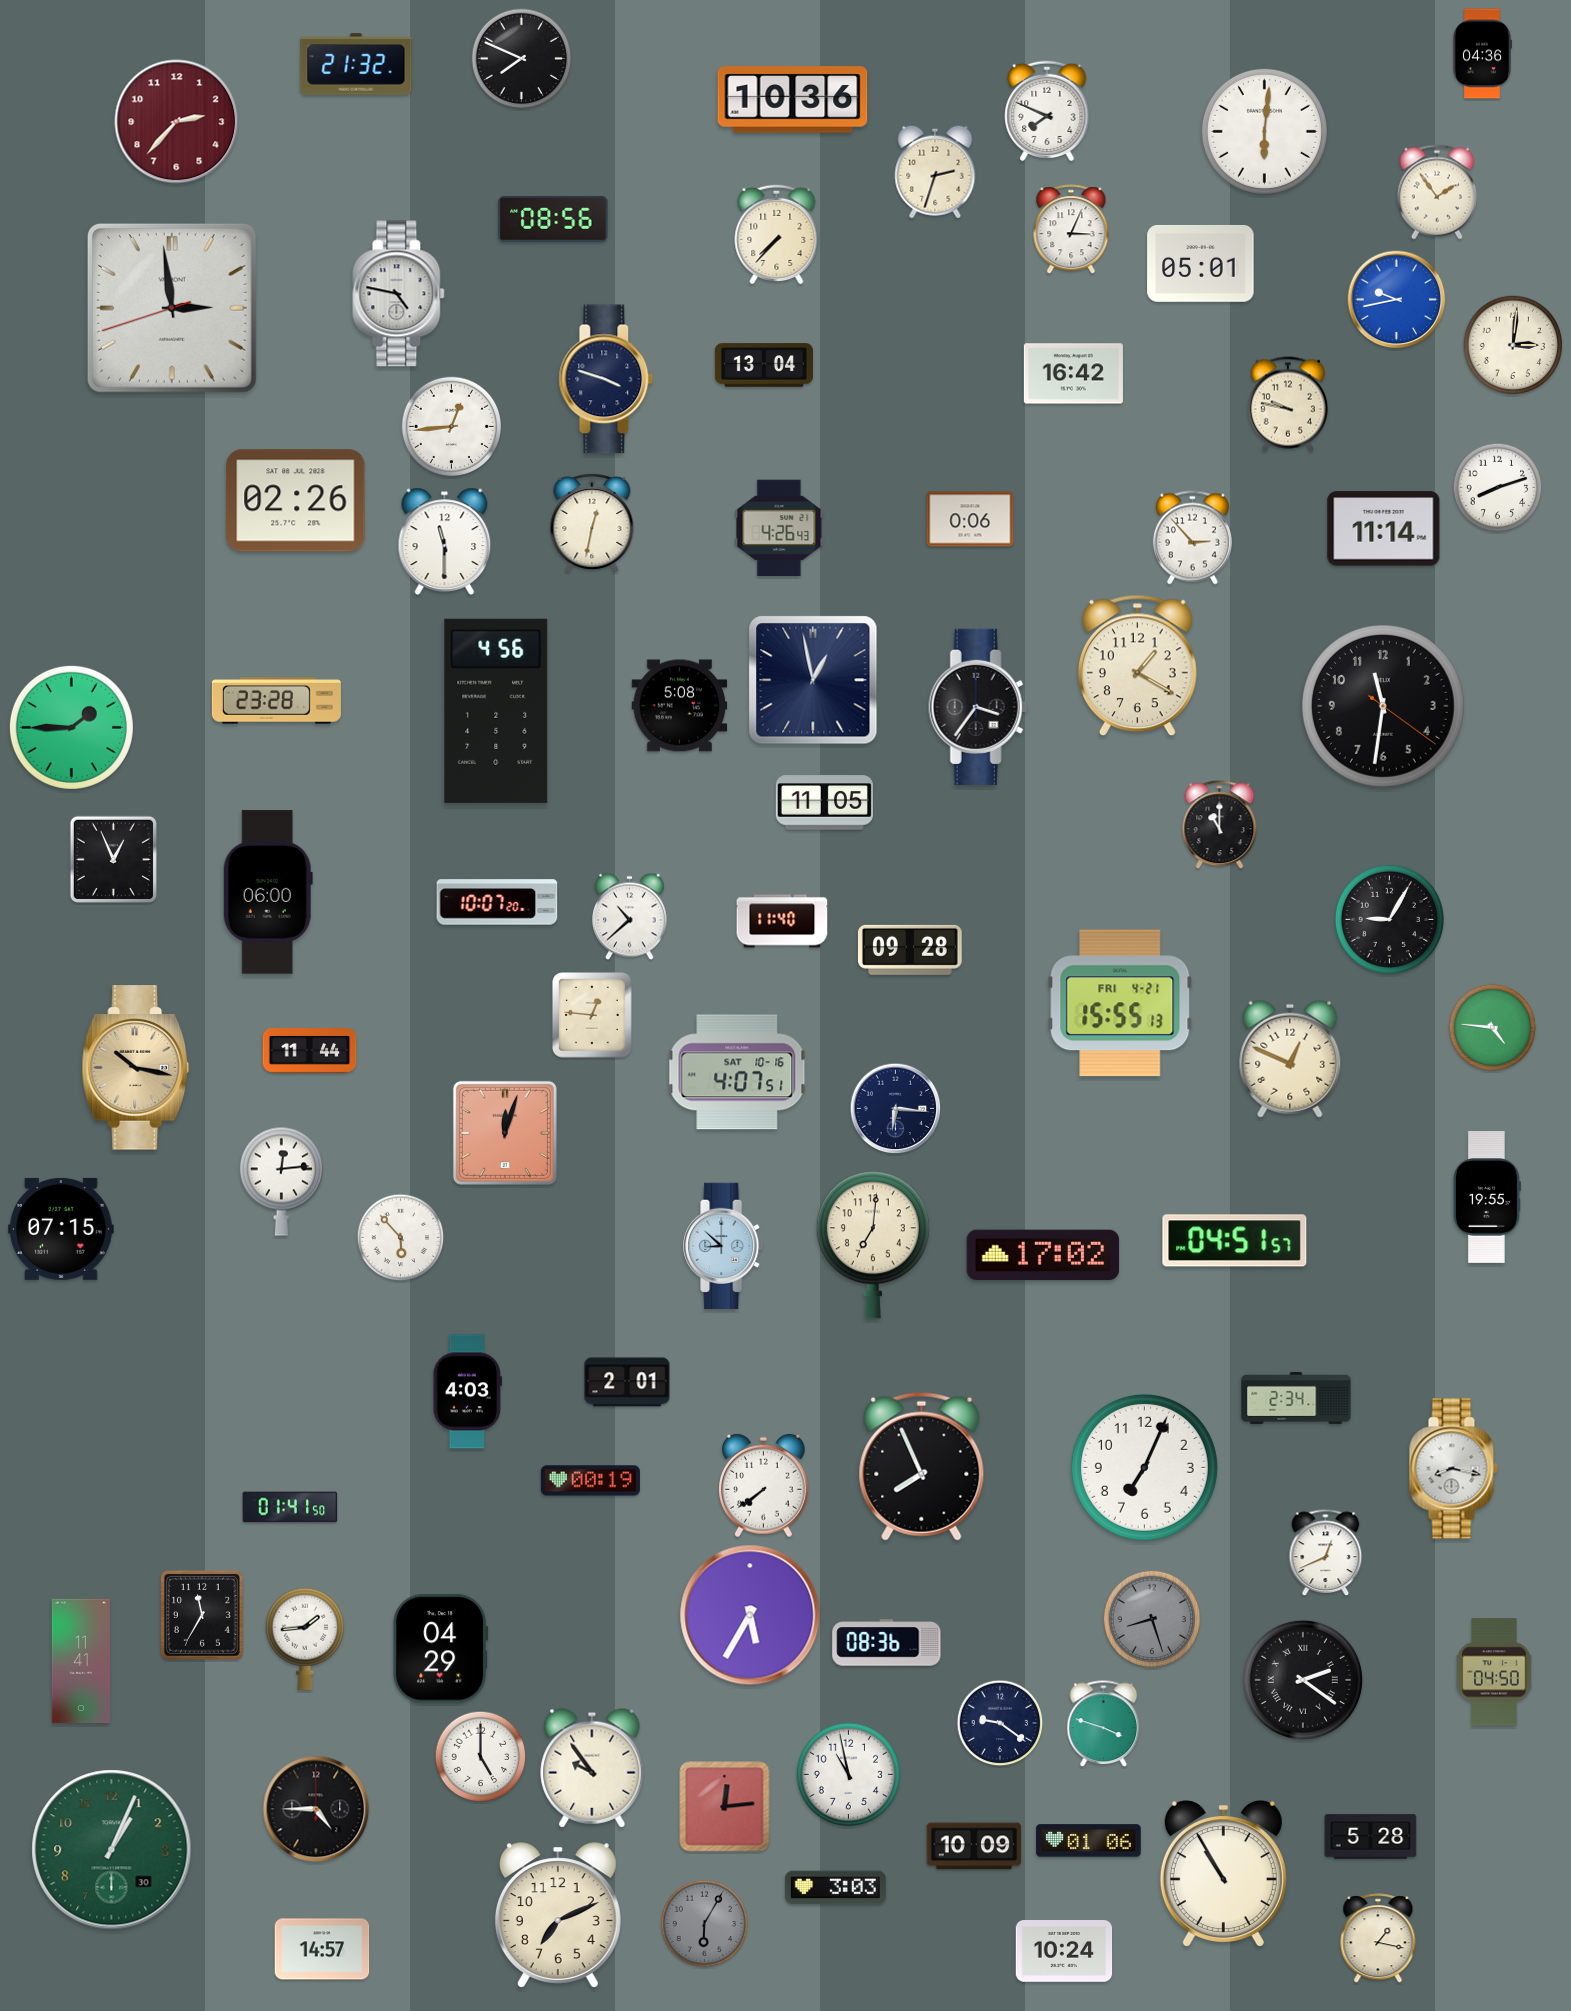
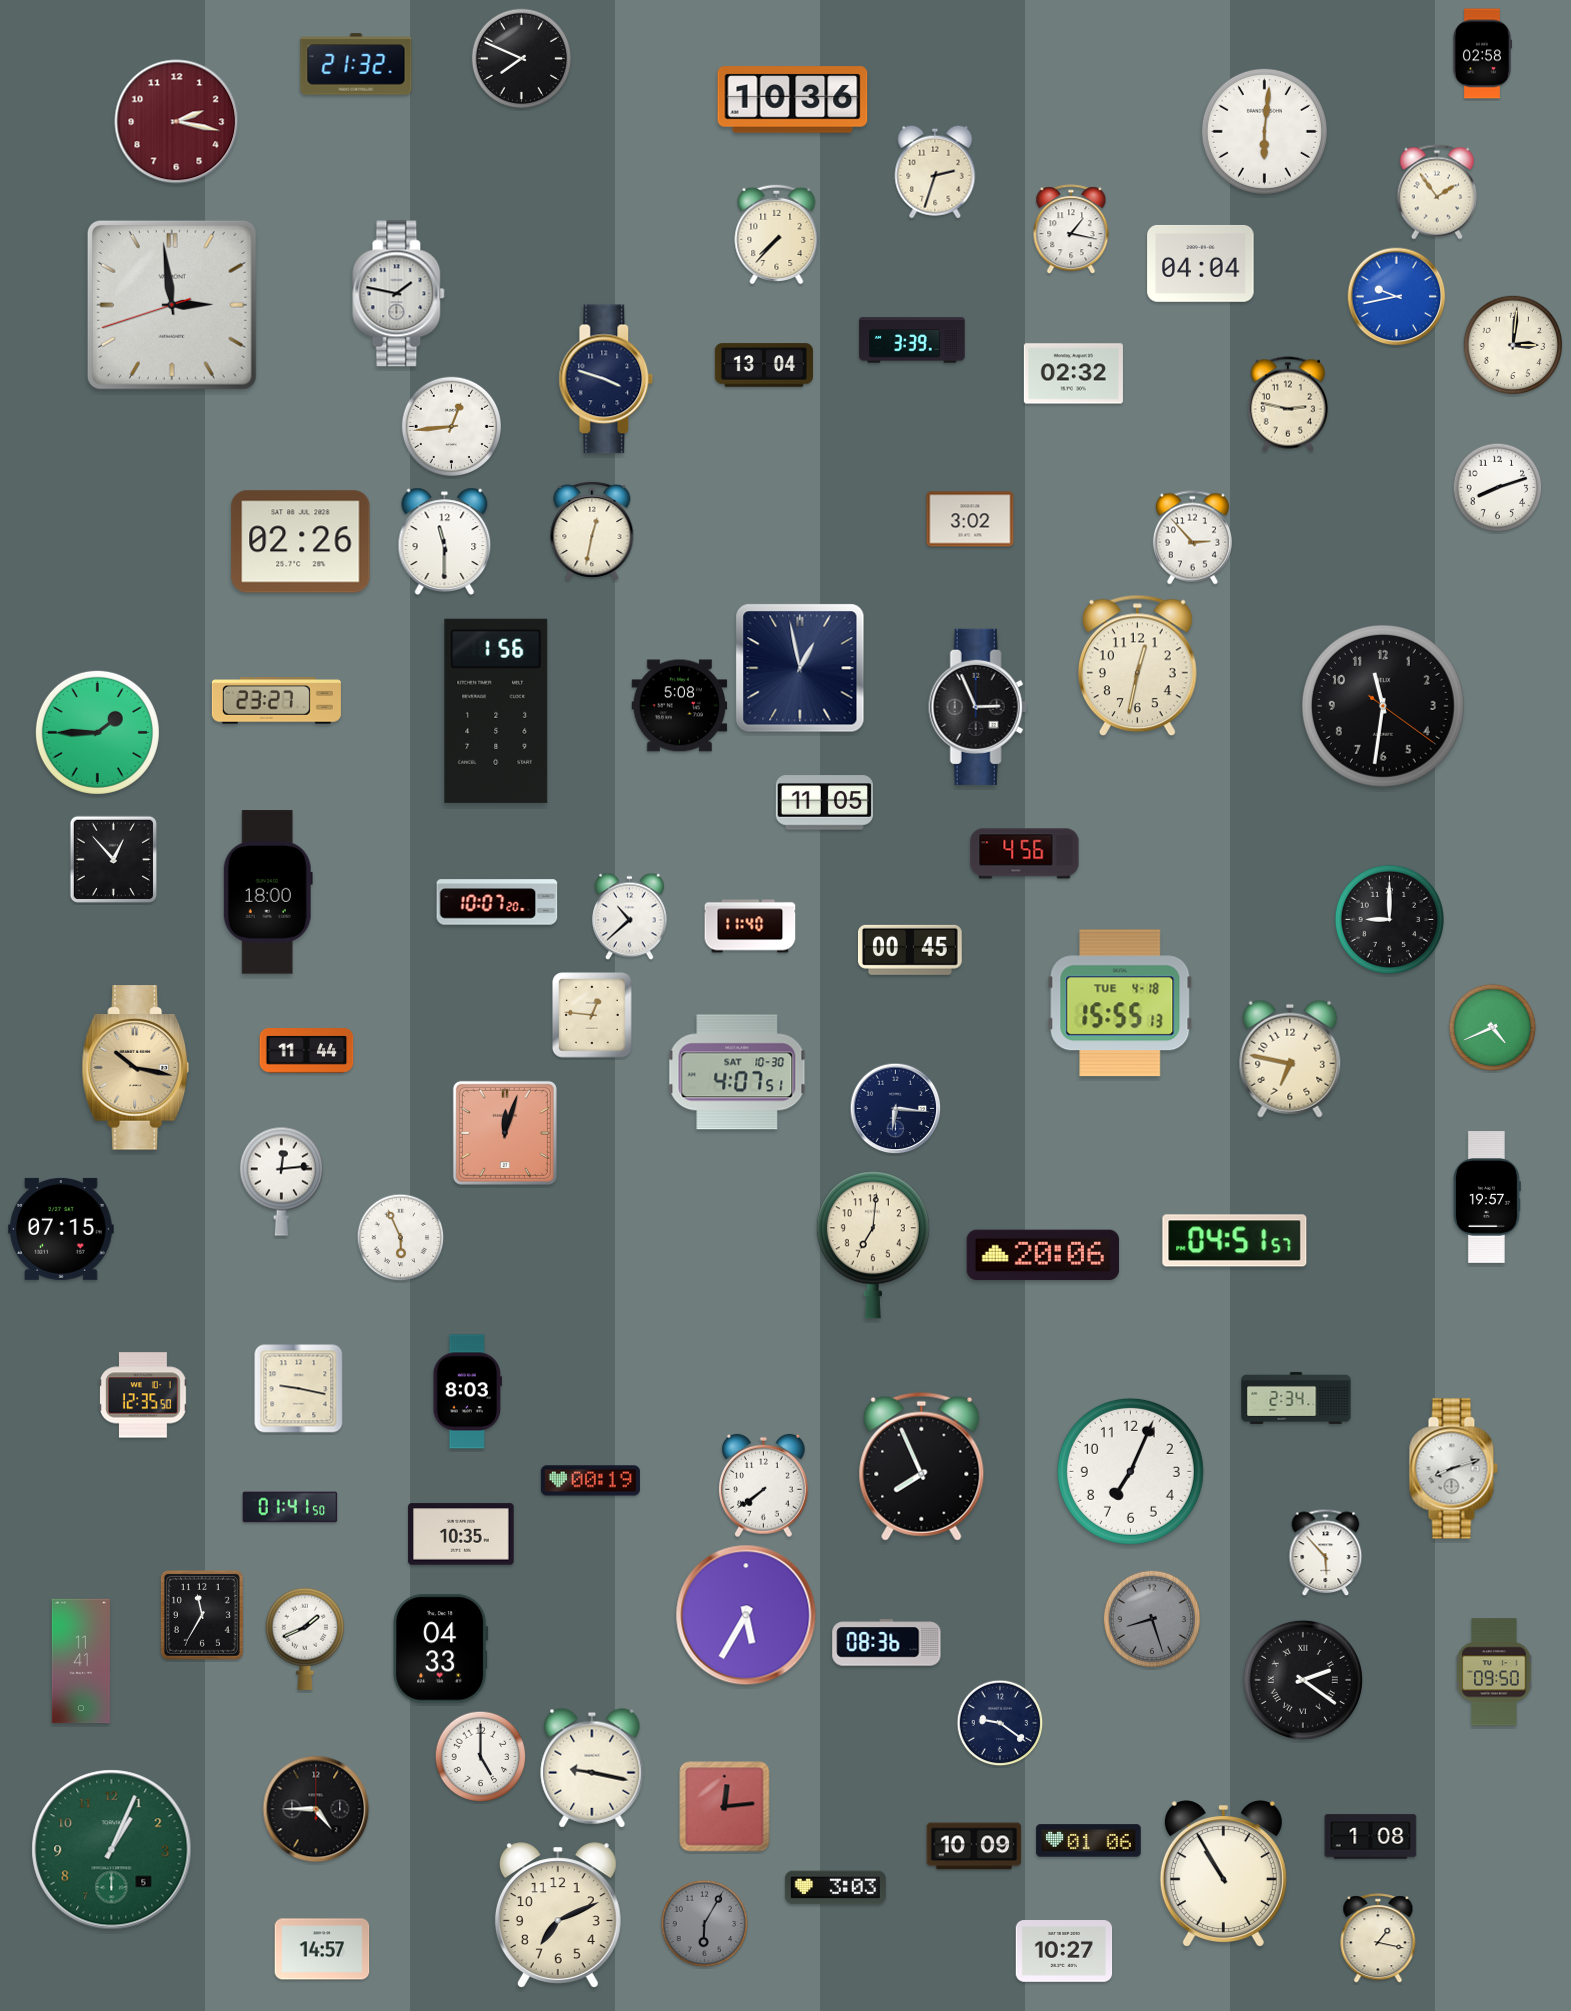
clock at (1482, 54): 04:36 -> 02:58
clock at (1047, 111): 7:49 -> none
clock at (177, 122): 2:37 -> 2:17
clock at (553, 219): 08:56 -> none
clock at (1071, 230): 3:04 -> 1:17
clock at (1201, 263): 05:01 -> 04:04
clock at (399, 294): 4:47 -> 1:47
clock at (1397, 300) position: (1397, 300) -> (1397, 297)
clock at (172, 308) position: (172, 308) -> (172, 305)
clock at (912, 340): none -> 3:39
clock at (1073, 374): 16:42 -> 02:32
clock at (1288, 404): 9:47 -> 2:47
clock at (296, 501) position: (296, 501) -> (301, 542)
clock at (970, 519): 0:06 -> 3:02
clock at (592, 523) position: (592, 523) -> (592, 531)
clock at (779, 527): 4:26 -> none
clock at (1384, 529): 11:14 -> none
clock at (1137, 666): 1:20 -> 12:32
clock at (813, 680) position: (813, 680) -> (800, 668)
clock at (276, 701): 23:28 -> 23:27
clock at (978, 707): 3:36 -> 2:56
clock at (496, 711): 4:56 -> 1:56
clock at (71, 727) position: (71, 727) -> (97, 732)
clock at (1220, 825): 11:00 -> none
clock at (1025, 854): none -> 4:56
clock at (113, 859): 12:56 -> 12:53
clock at (268, 892): 06:00 -> 18:00
clock at (1389, 919): 9:05 -> 9:00
clock at (782, 921) position: (782, 921) -> (750, 926)
clock at (911, 950): 09:28 -> 00:45
clock at (1120, 1003) date: FRI 4-21 -> TUE 4-18
clock at (1493, 1028): 4:46 -> 4:41
clock at (310, 1051) position: (310, 1051) -> (307, 1051)
clock at (1290, 1059): 12:49 -> 6:47
clock at (737, 1072) date: SAT 10-16 -> SAT 10-30
clock at (1487, 1198): 19:55 -> 19:57
clock at (401, 1238): 5:53 -> 5:56
clock at (724, 1246): 8:52 -> none
clock at (1043, 1255): 17:02 -> 20:06
clock at (627, 1382): 2:01 -> none
clock at (299, 1389): none -> 9:17
clock at (467, 1392): 4:03 -> 8:03
clock at (144, 1395): none -> 12:35
clock at (1144, 1467) position: (1144, 1467) -> (1130, 1471)
clock at (1453, 1469): 8:17 -> 8:12
clock at (461, 1534): none -> 10:35
clock at (1326, 1553): 12:41 -> 5:53
clock at (750, 1615) position: (750, 1615) -> (746, 1615)
clock at (305, 1639): 1:44 -> 1:41
clock at (441, 1649): 04:29 -> 04:33
clock at (1494, 1672): 04:50 -> 09:50
clock at (1104, 1724): 3:48 -> none
clock at (592, 1768): 9:54 -> 9:17
clock at (848, 1774): 10:58 -> none
clock at (1371, 1837): 5:28 -> 1:08
clock at (112, 1850) date: 30 -> 5
clock at (1064, 1952): 10:24 -> 10:27
